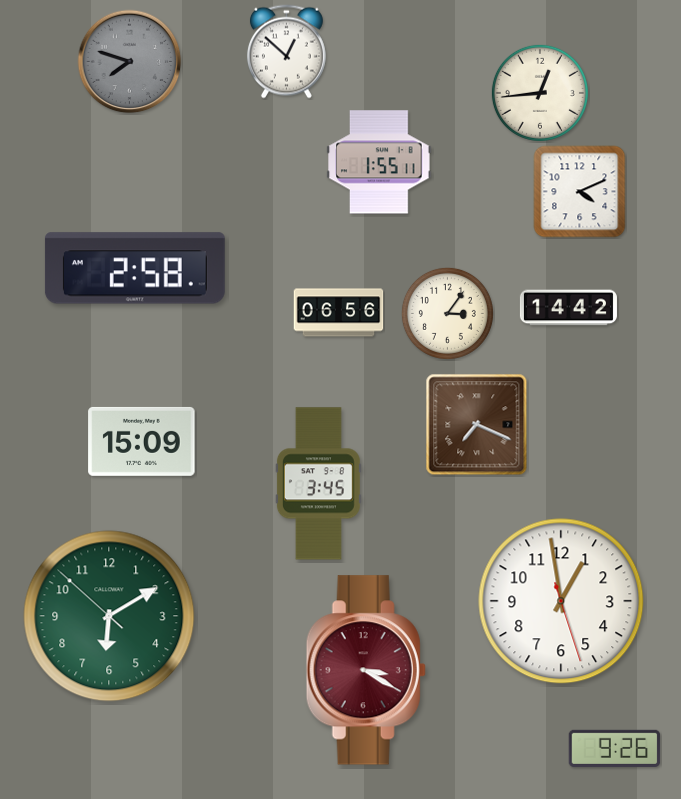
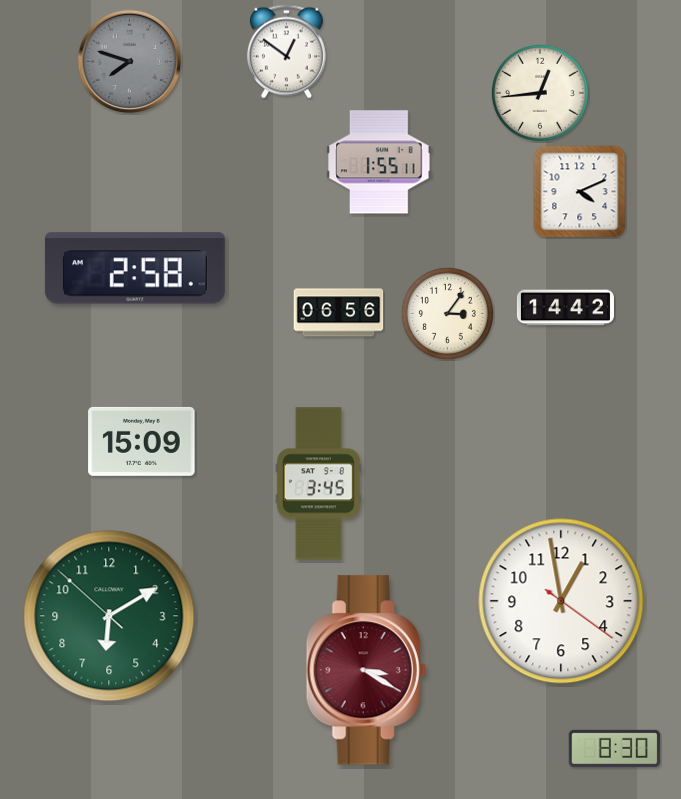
clock at (286, 52): 12:52 -> 12:51
clock at (568, 308) position: (568, 308) -> (565, 308)
clock at (477, 425): 7:19 -> none
clock at (561, 601): 12:58:27 -> 12:58:21
clock at (615, 748): 9:26 -> 8:30
